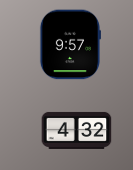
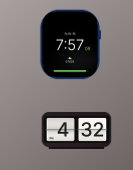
clock at (70, 45): 9:57 -> 7:57
